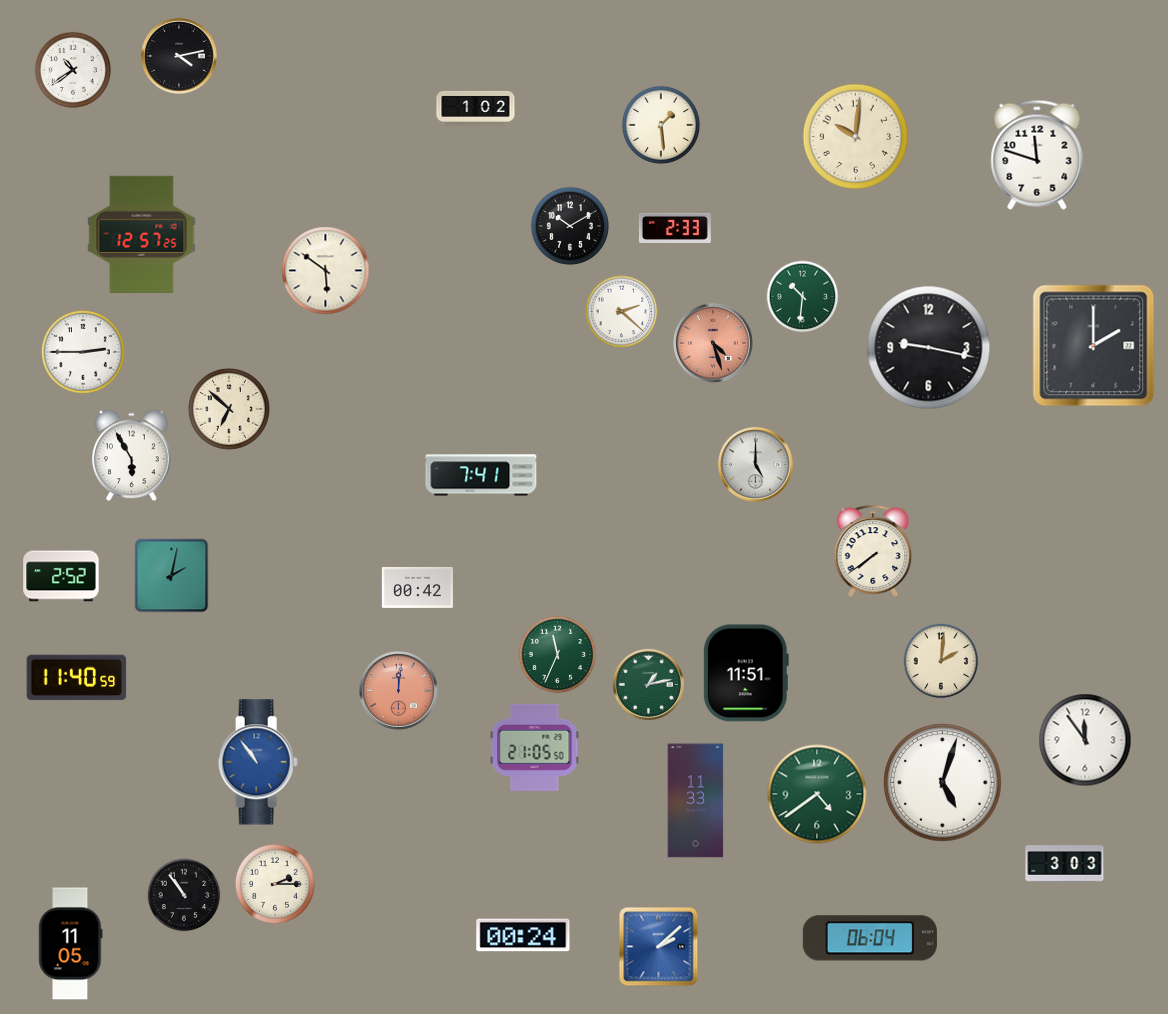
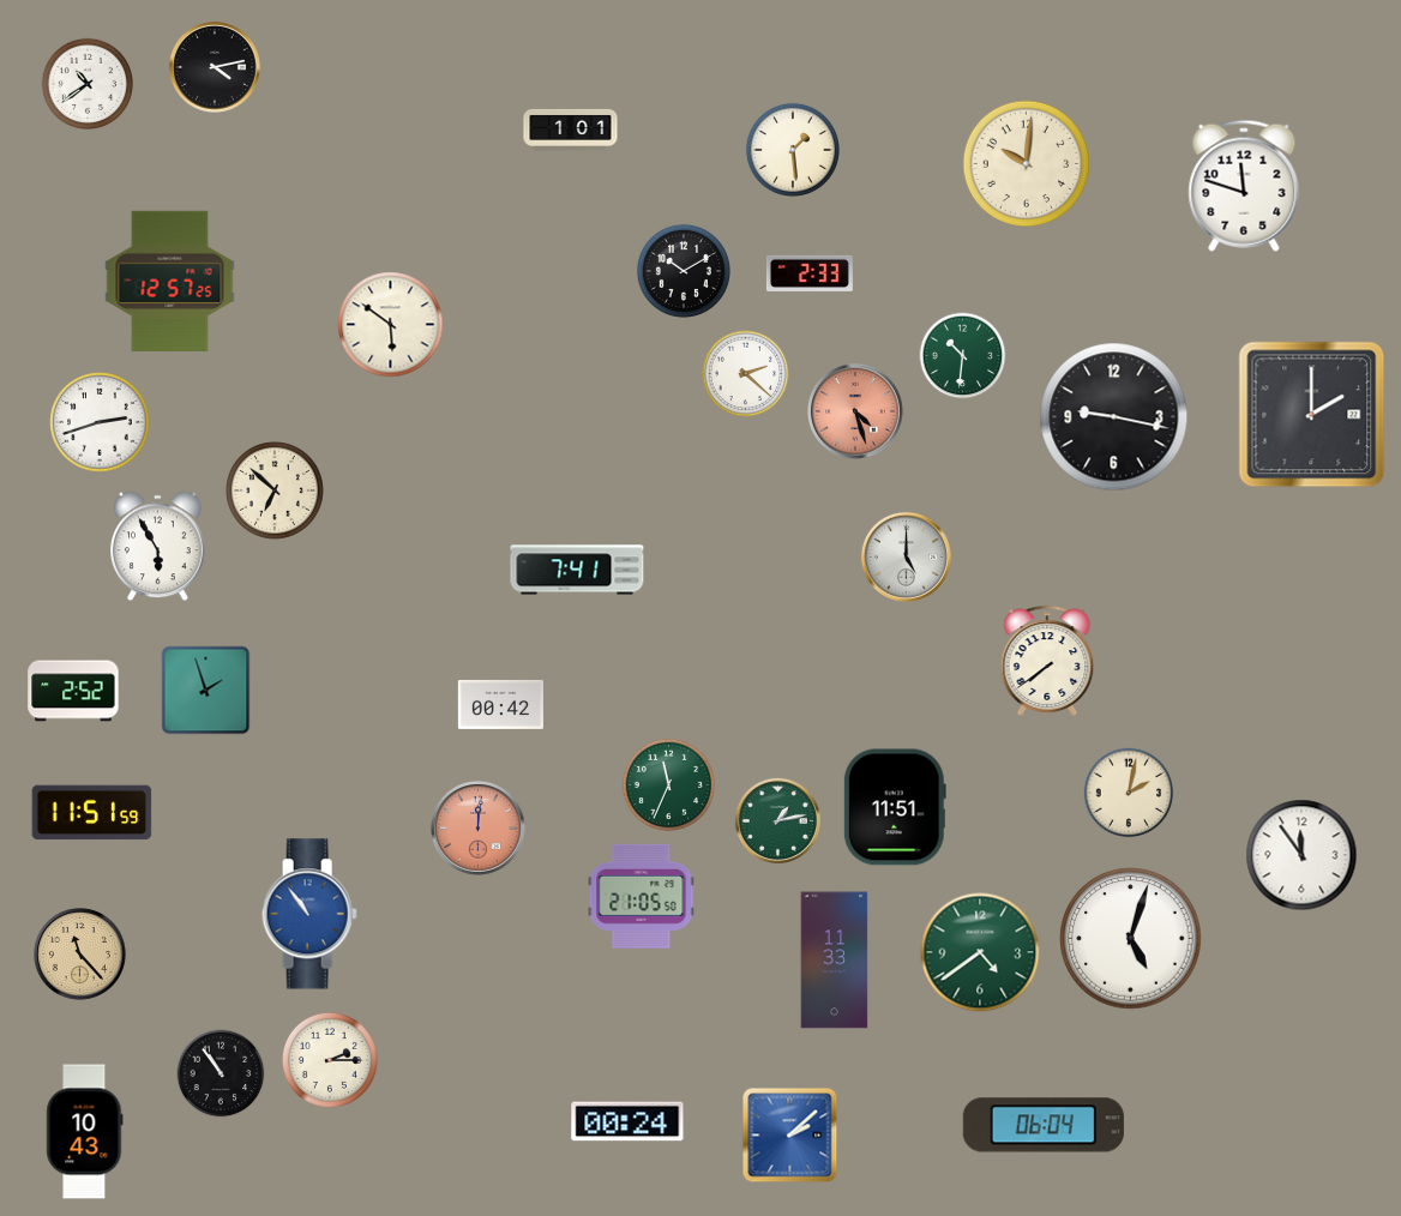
clock at (476, 108): 1:02 -> 1:01
clock at (83, 352): 2:45 -> 2:42
clock at (172, 576): 2:02 -> 1:57
clock at (941, 661): 2:01 -> 2:02
clock at (77, 678): 11:40 -> 11:51
clock at (1085, 740) position: (1085, 740) -> (1301, 855)
clock at (80, 955): none -> 11:23
clock at (1065, 864): 3:03 -> none
clock at (71, 944): 11:05 -> 10:43
